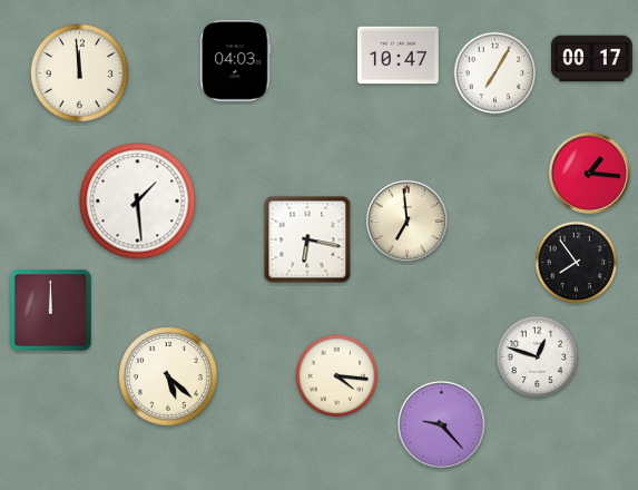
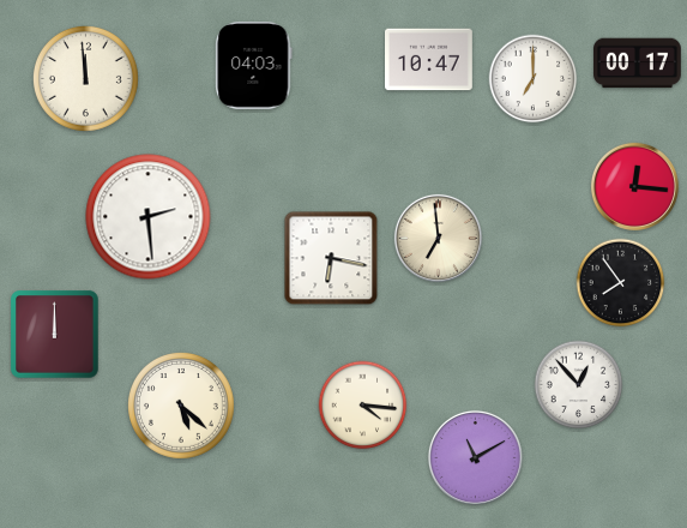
clock at (495, 73): 7:05 -> 7:00
clock at (589, 173): 1:16 -> 12:16
clock at (138, 202): 1:29 -> 2:29
clock at (538, 357): 12:48 -> 12:53
clock at (441, 424): 9:23 -> 11:10
